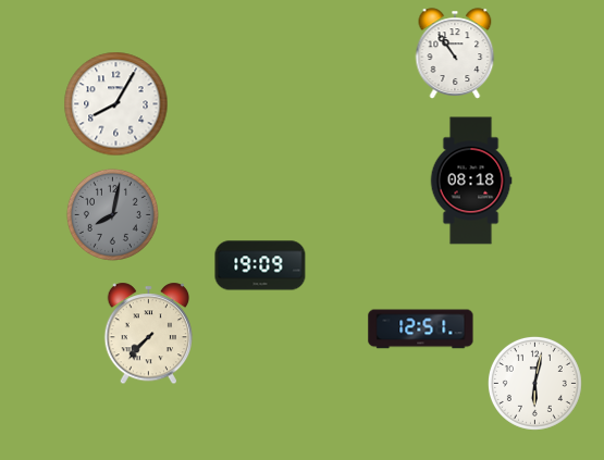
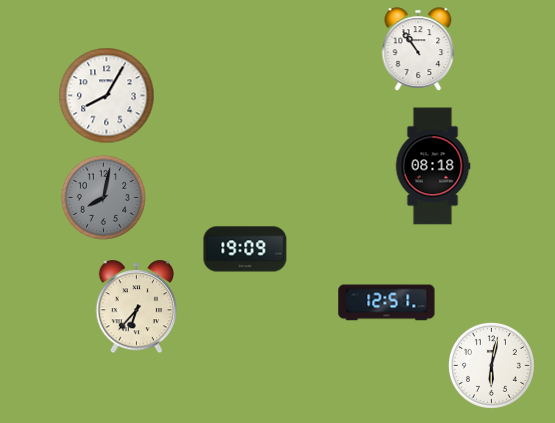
clock at (260, 265) position: (260, 265) -> (245, 249)
clock at (149, 334): 7:37 -> 6:37
clock at (534, 383) position: (534, 383) -> (491, 365)
